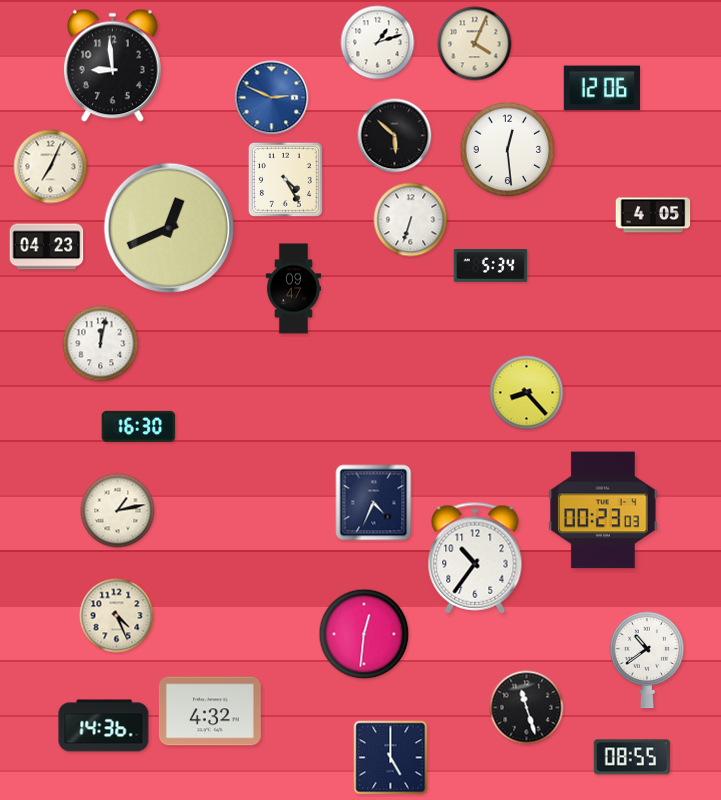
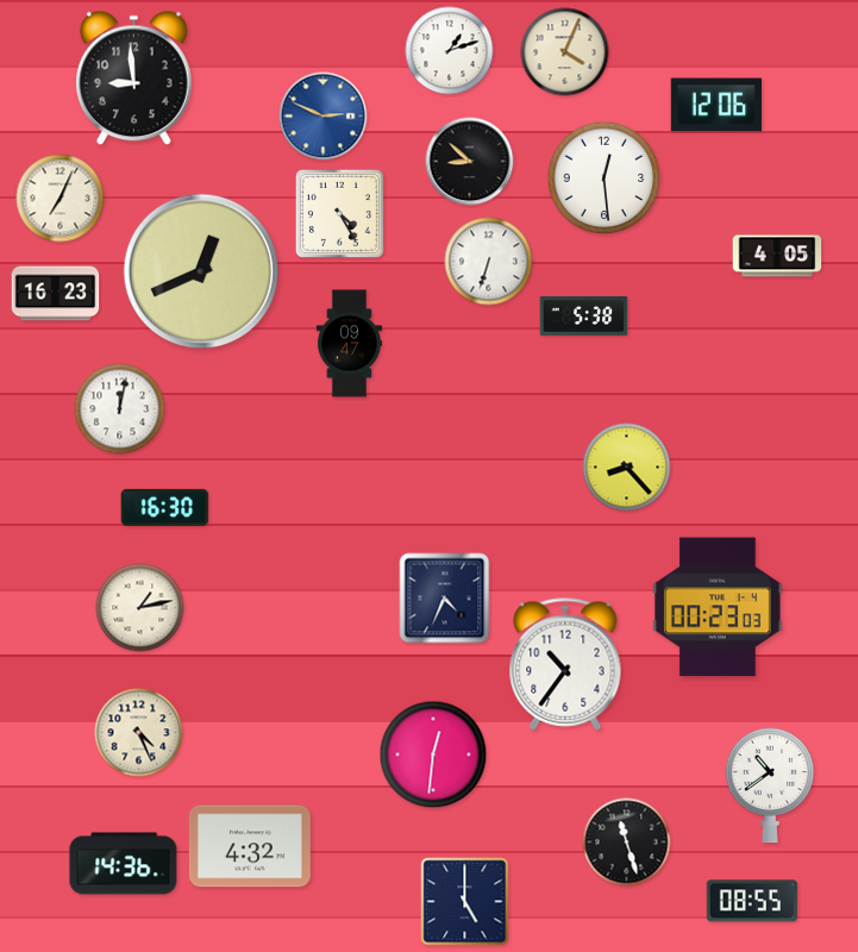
clock at (395, 136): 5:52 -> 8:52
clock at (47, 247): 04:23 -> 16:23
clock at (491, 266): 5:34 -> 5:38
